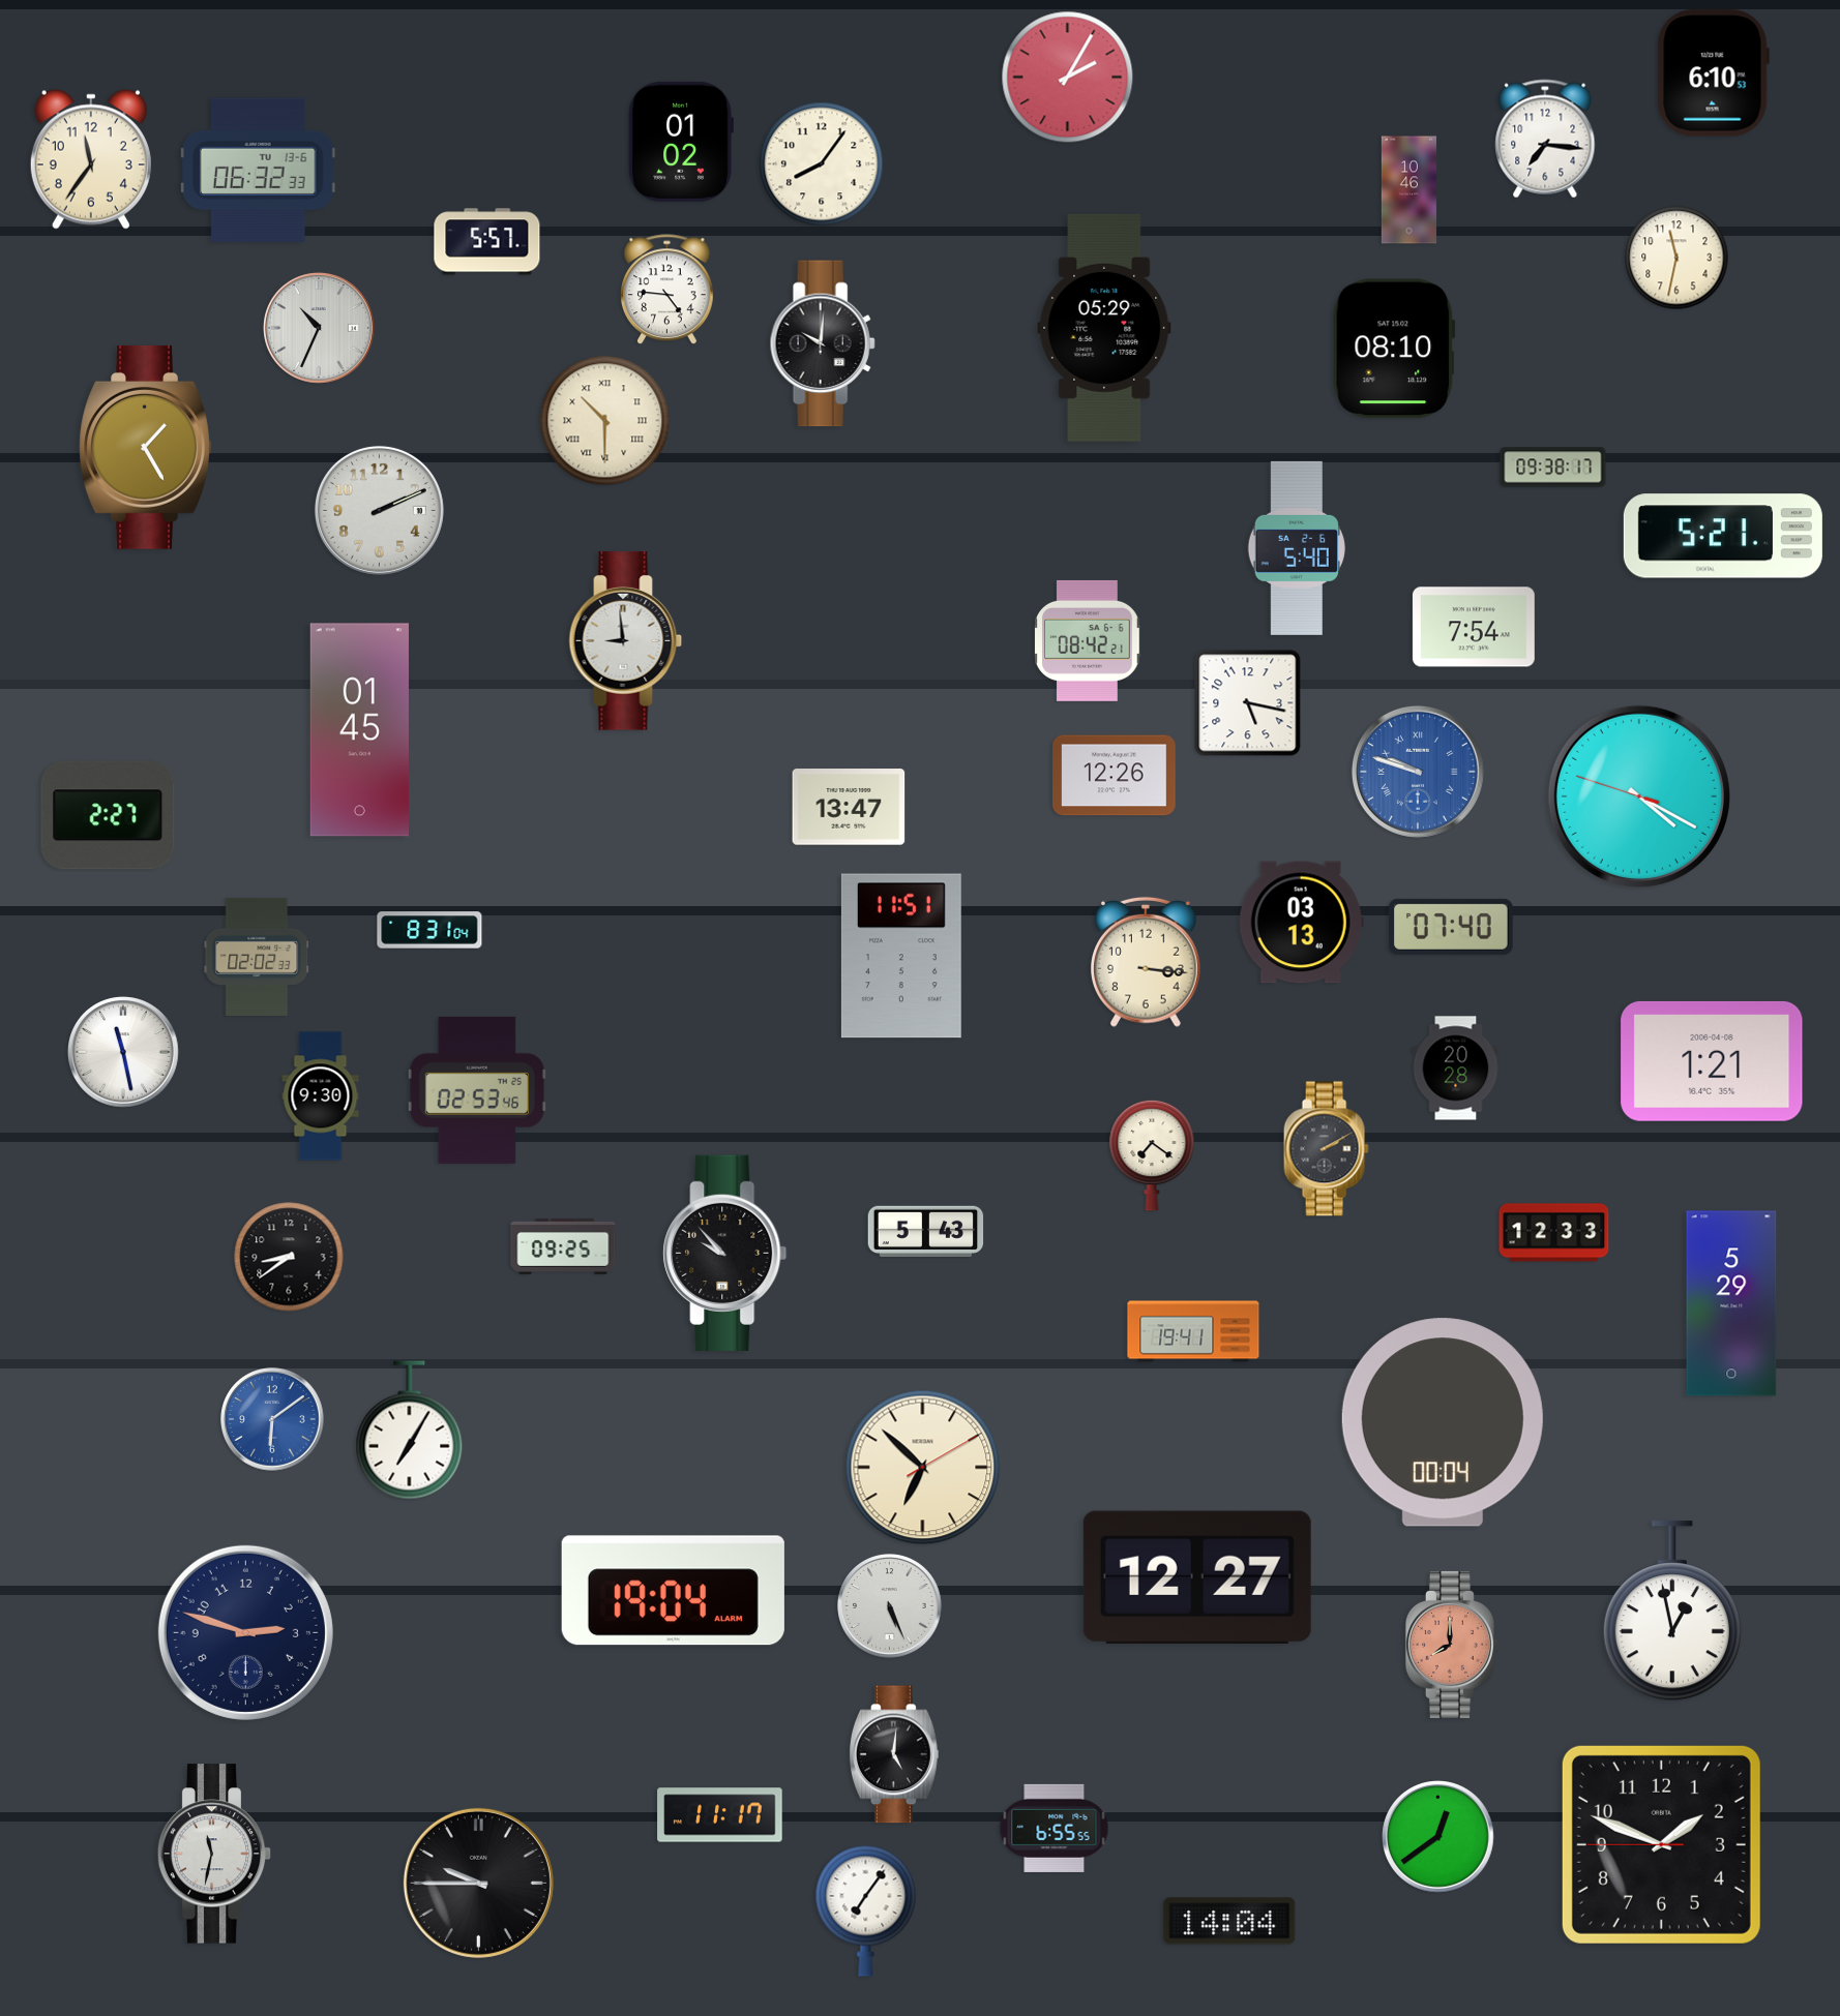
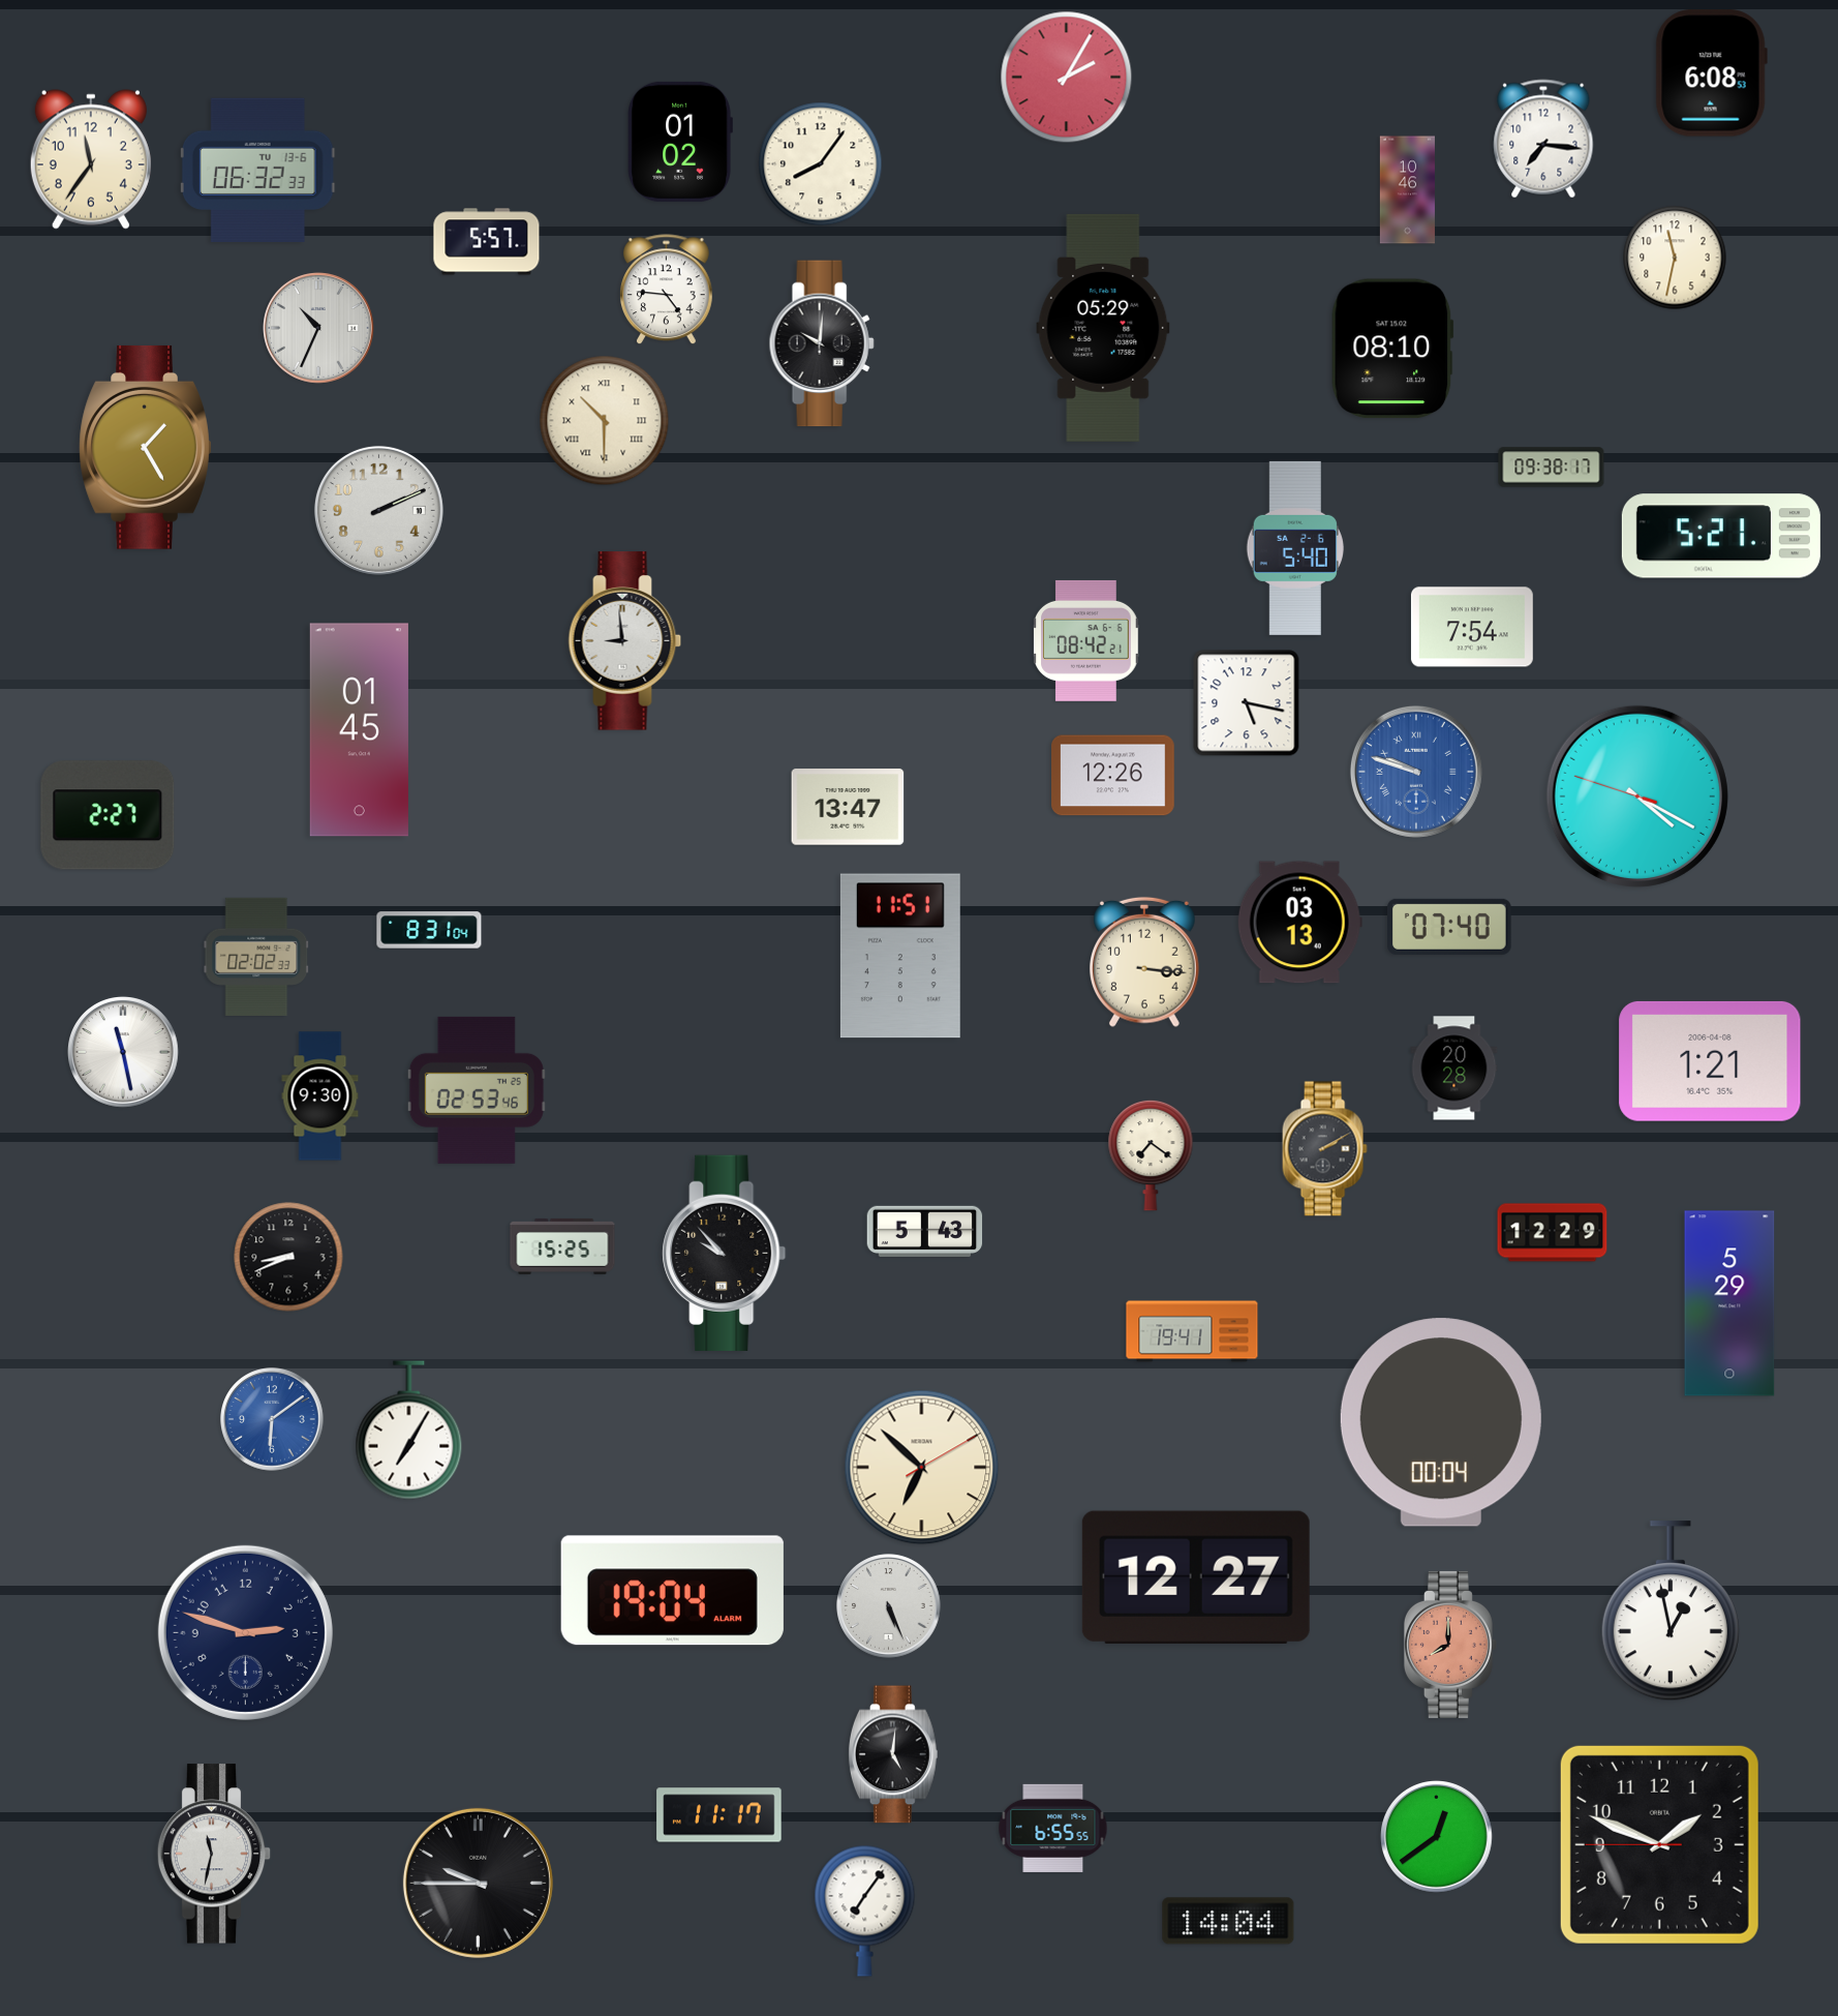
clock at (1713, 73): 6:10 -> 6:08
clock at (1554, 1233): 12:33 -> 12:29
clock at (563, 1246): 09:25 -> 15:25
clock at (289, 1257): 8:39 -> 8:41
